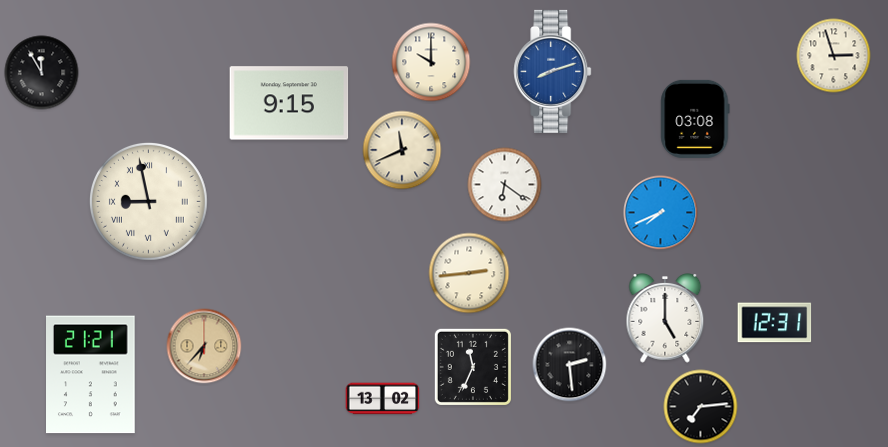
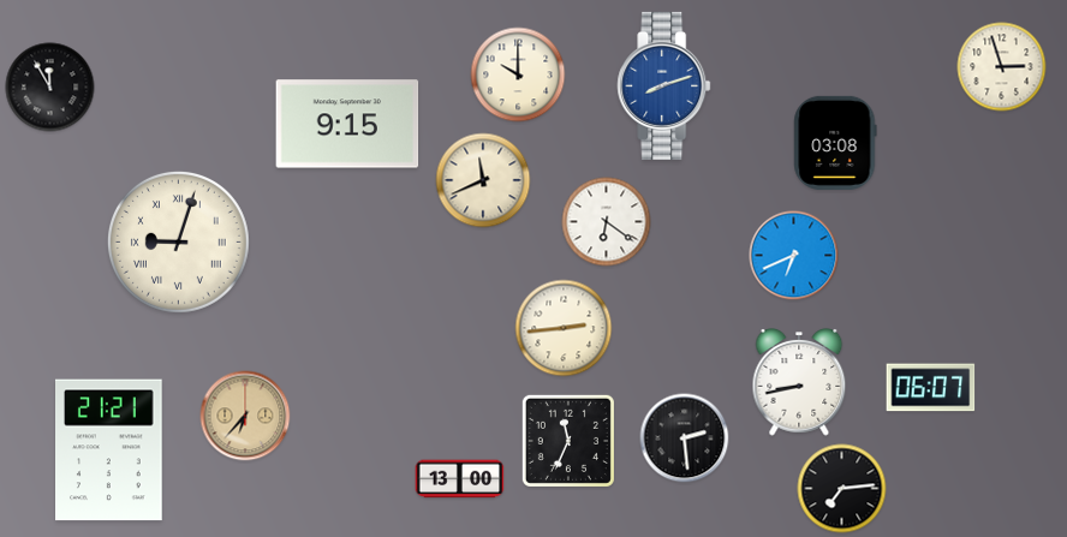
clock at (148, 201): 8:58 -> 9:03
clock at (661, 213): 7:41 -> 6:41
clock at (665, 319): 5:00 -> 8:43
clock at (775, 323): 12:31 -> 06:07
clock at (383, 399): 13:02 -> 13:00
